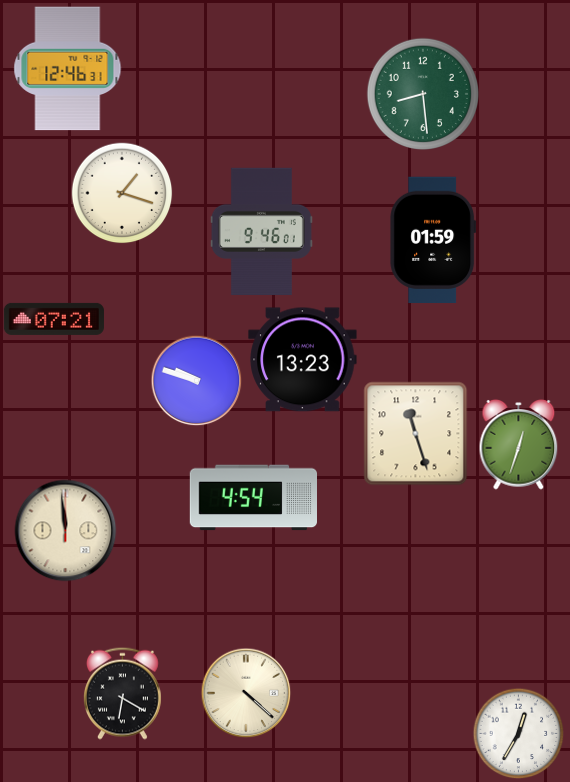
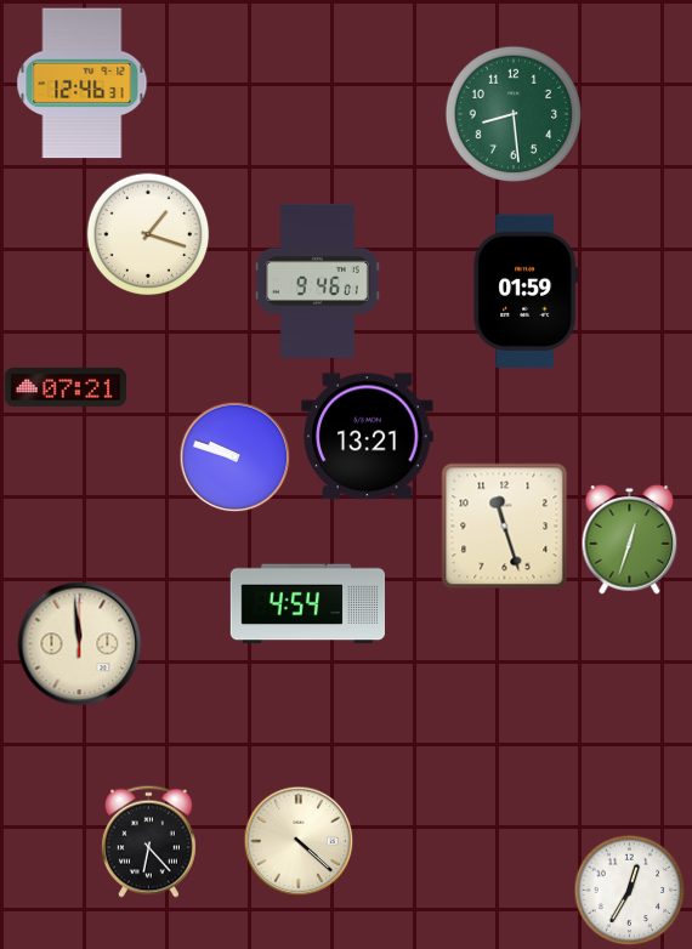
clock at (303, 360): 13:23 -> 13:21
clock at (197, 381) position: (197, 381) -> (236, 458)
clock at (122, 693): 6:20 -> 6:23
